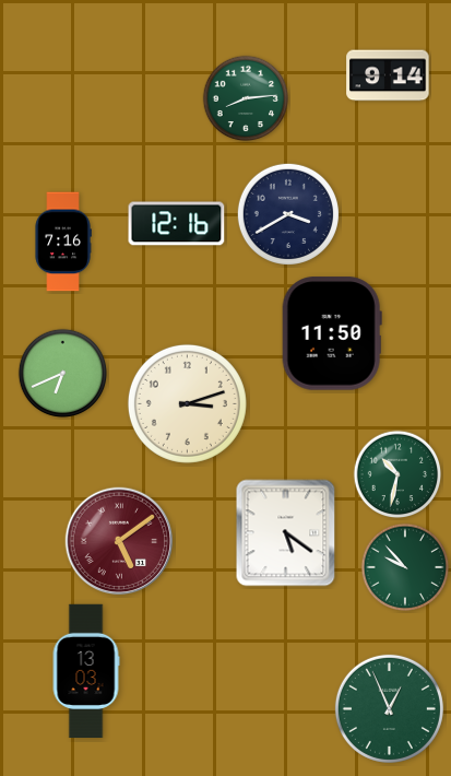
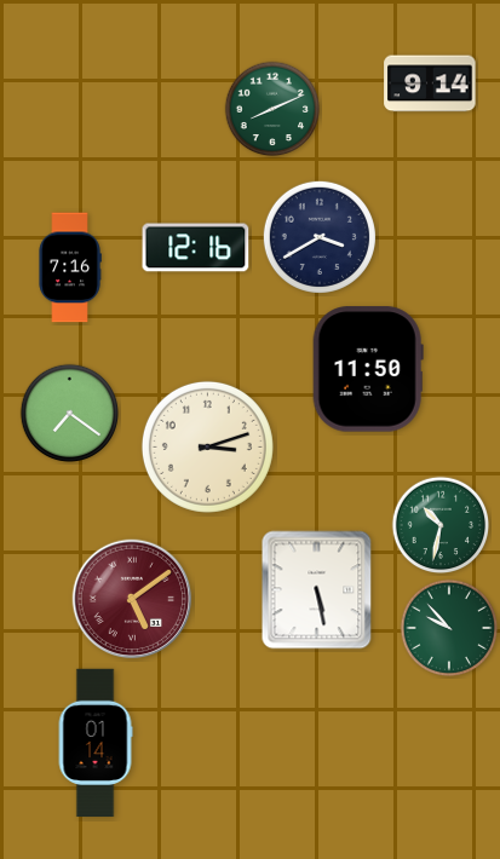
clock at (246, 98): 8:14 -> 8:11
clock at (63, 374): 6:41 -> 7:21
clock at (286, 533): 5:21 -> 5:28
clock at (86, 671): 13:03 -> 01:14
clock at (389, 708): 12:56 -> none
